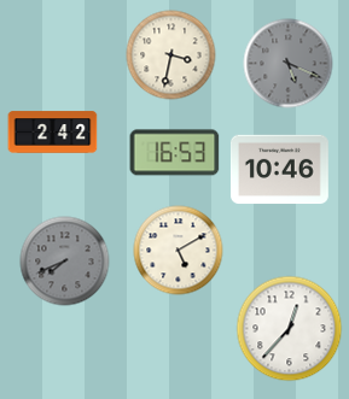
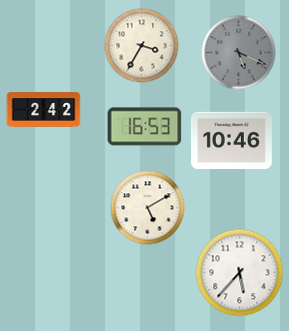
clock at (171, 55): 3:32 -> 3:35
clock at (65, 262): 7:41 -> none
clock at (290, 329): 12:37 -> 5:37
